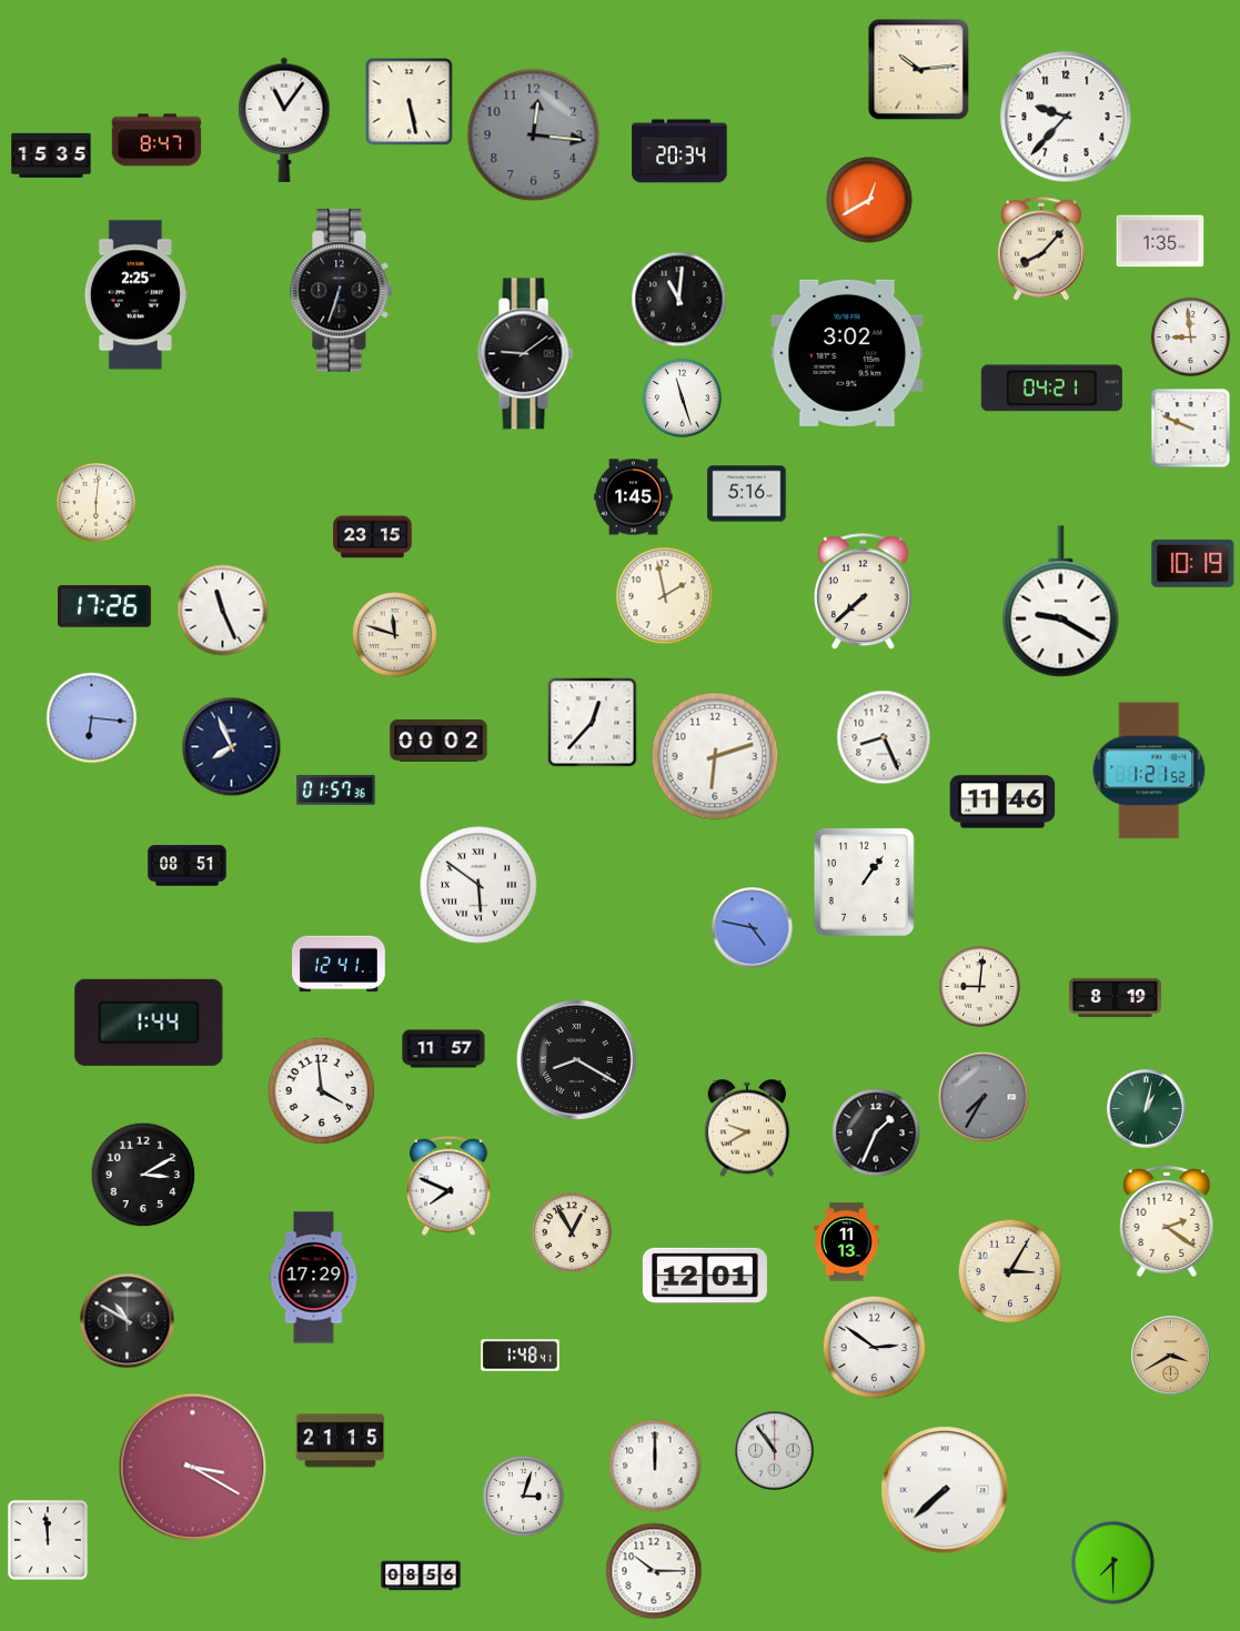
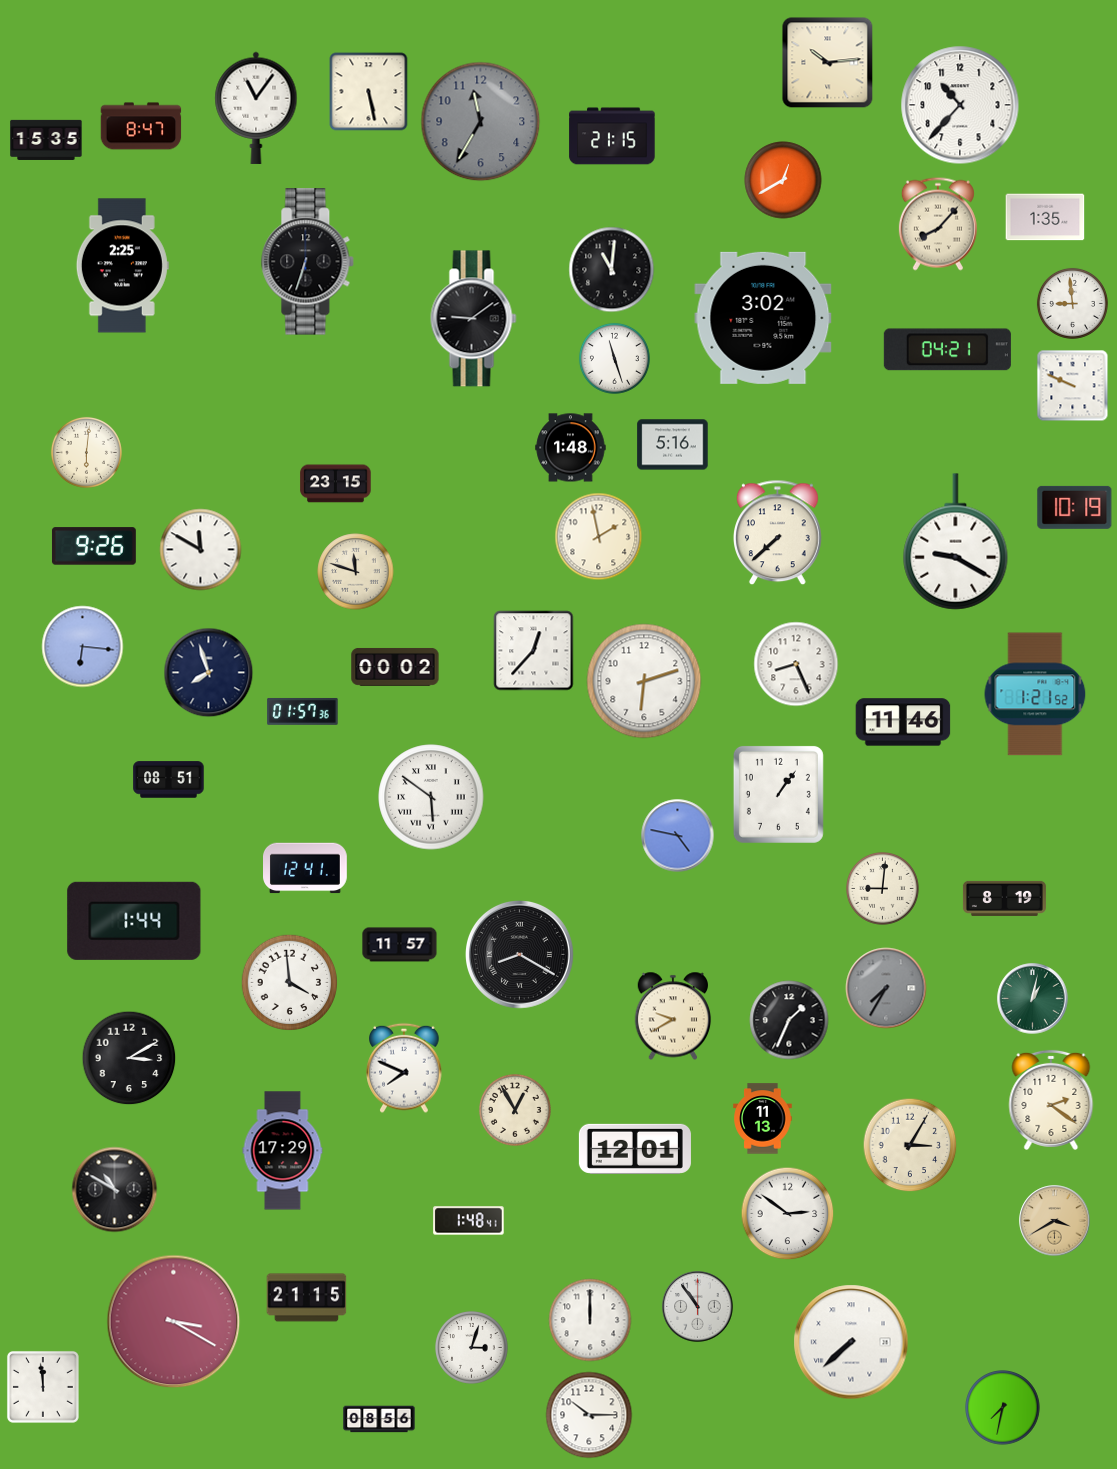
clock at (1066, 117): 9:37 -> 10:37
clock at (534, 135): 12:16 -> 11:35
clock at (679, 151): 20:34 -> 21:15
clock at (634, 497): 1:45 -> 1:48
clock at (104, 606): 17:26 -> 9:26
clock at (223, 611): 11:26 -> 11:50
clock at (232, 747): 7:56 -> 7:57
clock at (1113, 1563): 7:30 -> 7:32
